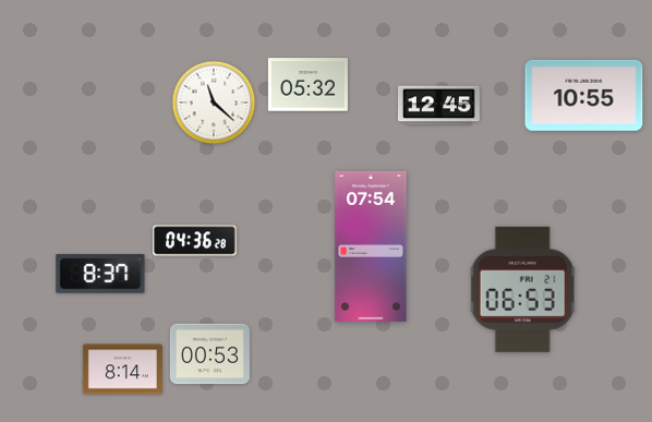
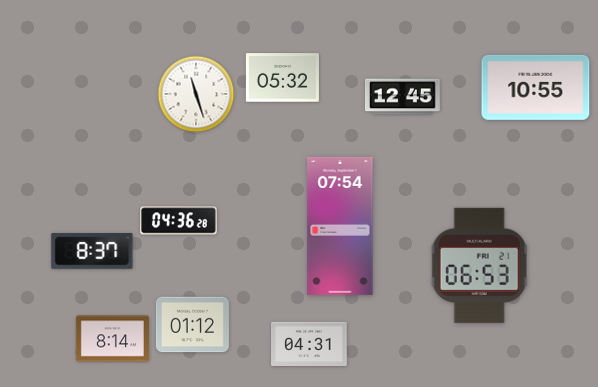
clock at (214, 103): 11:22 -> 11:27
clock at (209, 354): 00:53 -> 01:12
clock at (309, 343): none -> 04:31
